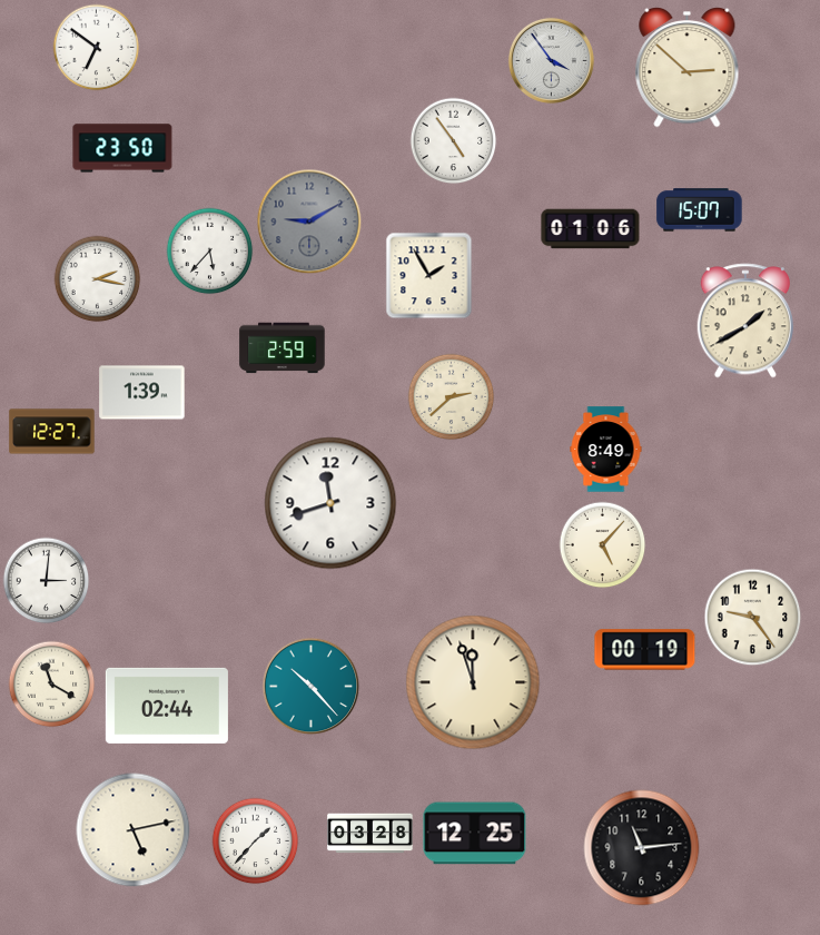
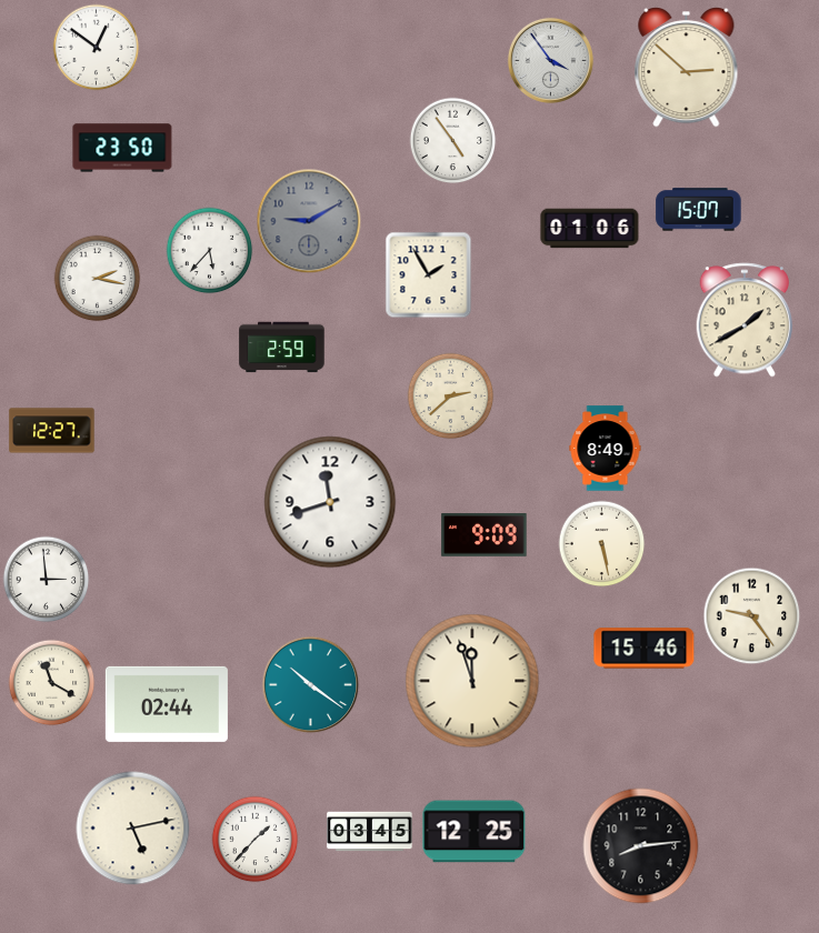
clock at (96, 47): 6:51 -> 12:51
clock at (142, 393): 1:39 -> none
clock at (485, 535): none -> 9:09
clock at (602, 544): 5:07 -> 5:28
clock at (46, 580): 3:01 -> 2:59
clock at (645, 650): 00:19 -> 15:46
clock at (310, 686): 10:23 -> 10:21
clock at (371, 834): 03:28 -> 03:45
clock at (642, 848): 11:14 -> 8:14
